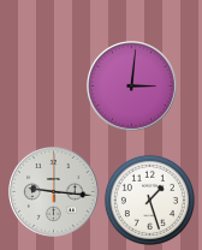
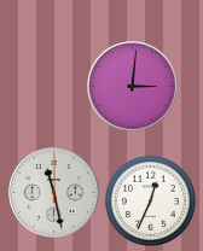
clock at (54, 192): 9:16 -> 11:28
clock at (149, 200): 1:27 -> 12:34
